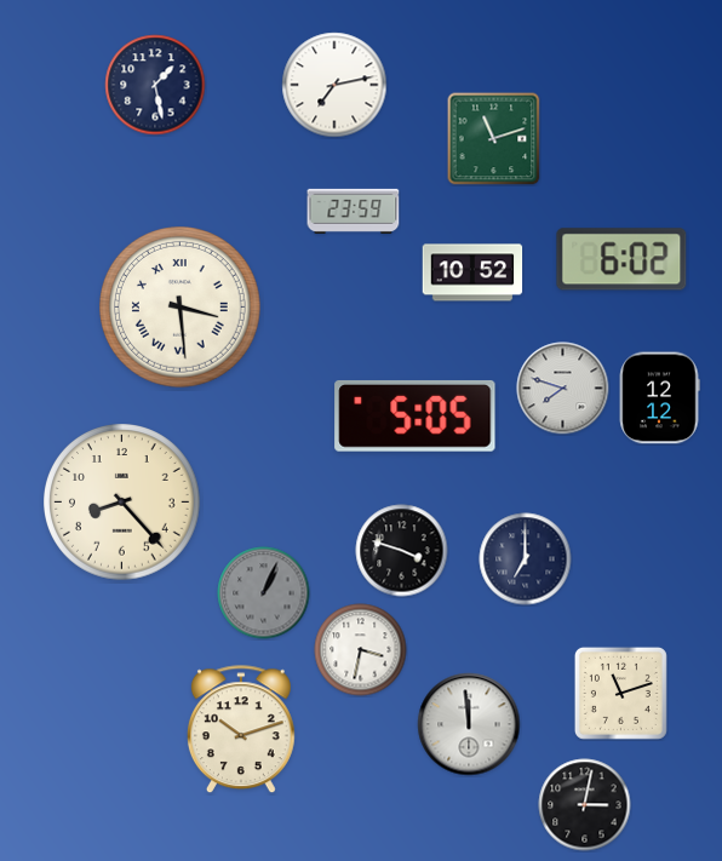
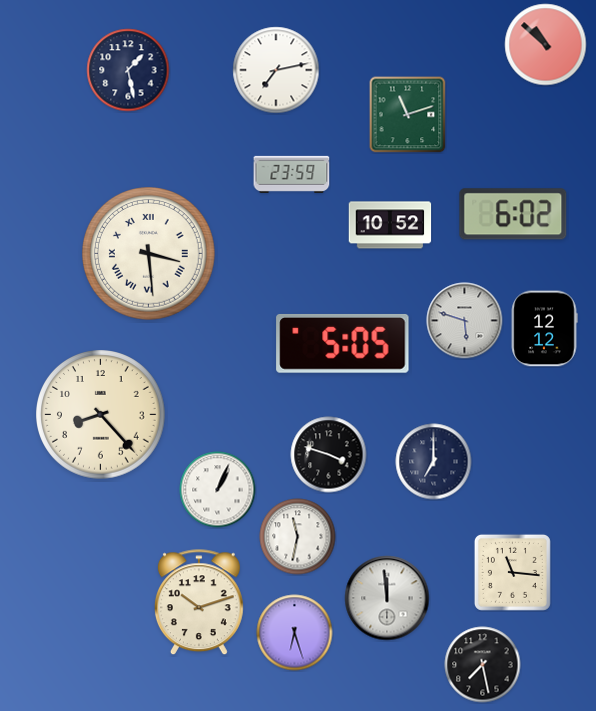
clock at (546, 45): none -> 10:52
clock at (563, 389): 7:48 -> 5:48
clock at (402, 551) position: (402, 551) -> (329, 455)
clock at (264, 593) dial: grey -> white
clock at (361, 650): 3:32 -> 11:32
clock at (620, 693): 11:12 -> 11:16
clock at (295, 633): none -> 6:27
clock at (585, 805): 3:02 -> 7:28
